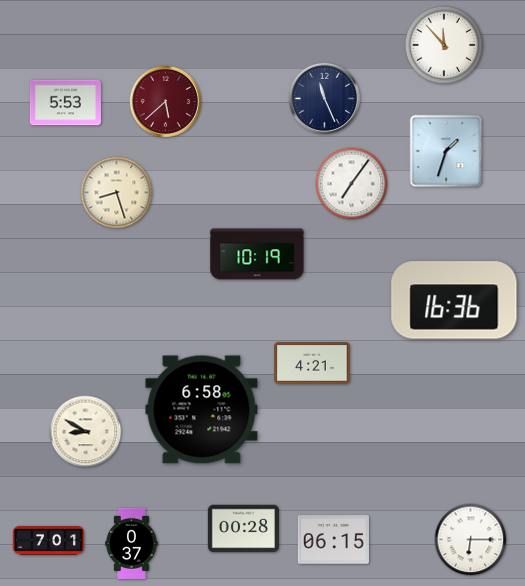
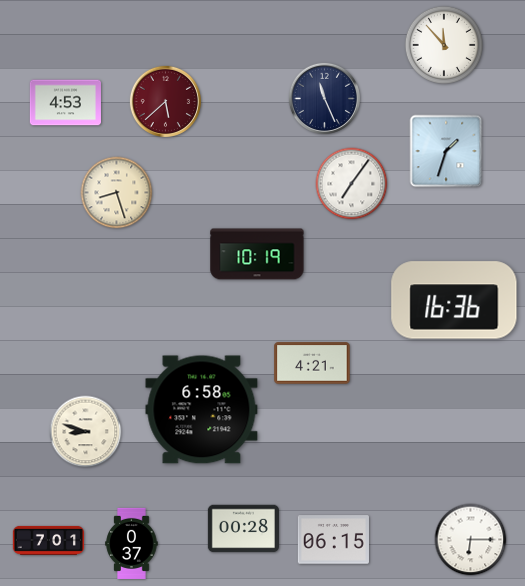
clock at (65, 103): 5:53 -> 4:53
clock at (86, 432): 8:50 -> 8:48
